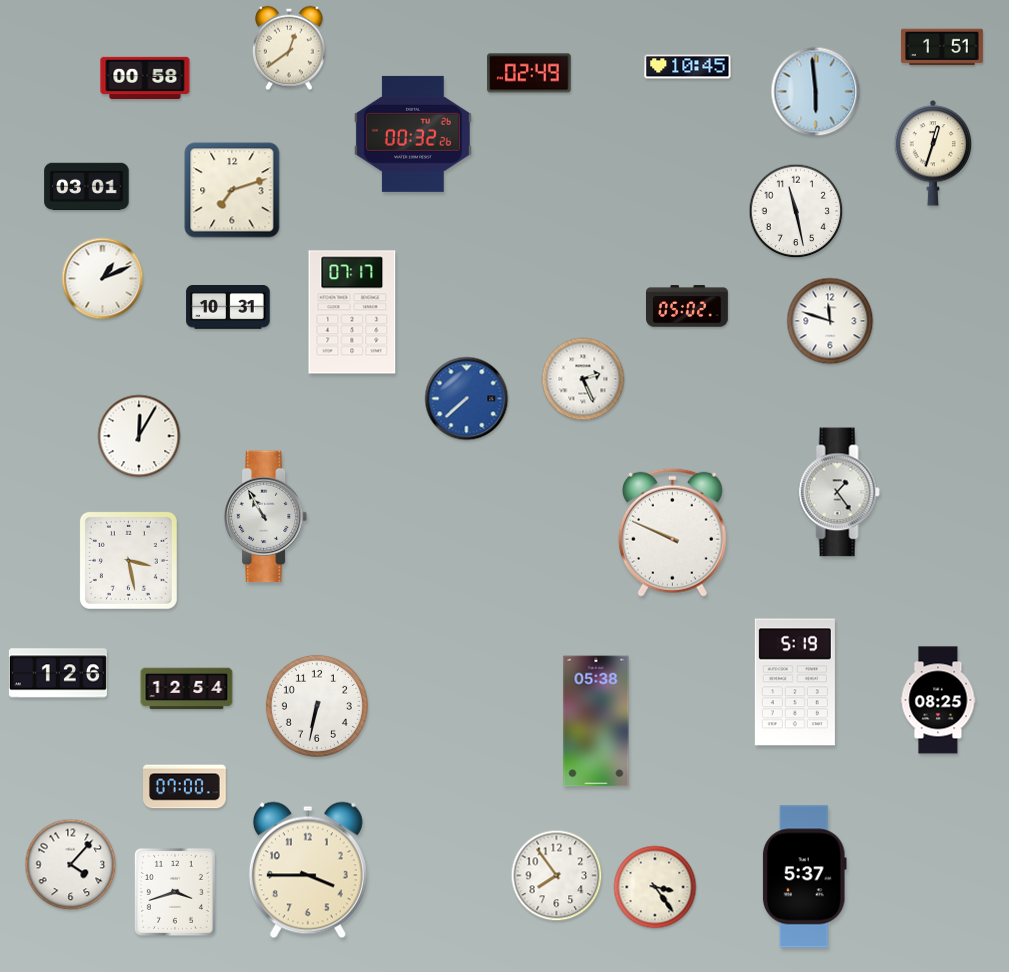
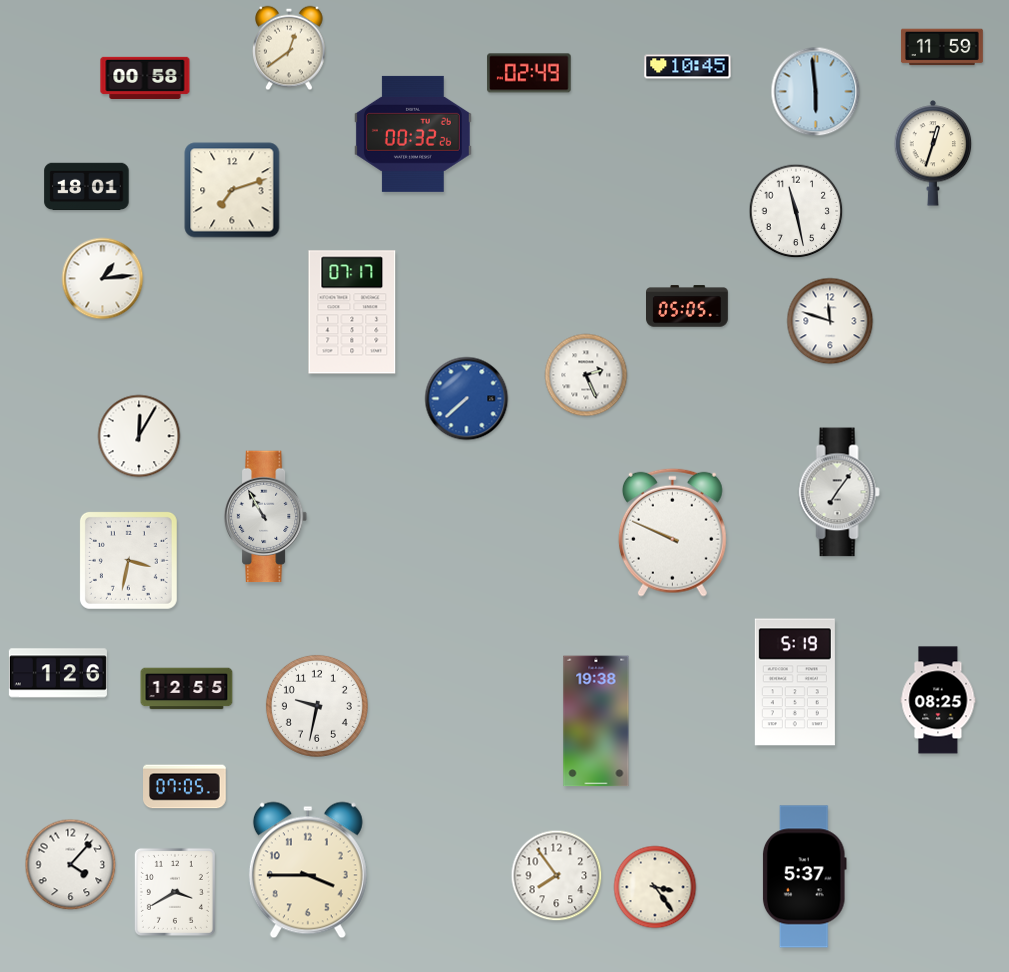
clock at (942, 47): 1:51 -> 11:59
clock at (87, 187): 03:01 -> 18:01
clock at (103, 279): 1:11 -> 1:14
clock at (688, 306): 05:02 -> 05:05
clock at (228, 308): 10:31 -> none
clock at (583, 379) position: (583, 379) -> (586, 375)
clock at (839, 492): 1:24 -> 7:06
clock at (128, 560): 3:28 -> 3:32
clock at (187, 689): 12:54 -> 12:55
clock at (317, 706): 6:32 -> 9:32
clock at (596, 721): 05:38 -> 19:38
clock at (185, 787): 07:00 -> 07:05
clock at (175, 892): 3:42 -> 3:40
